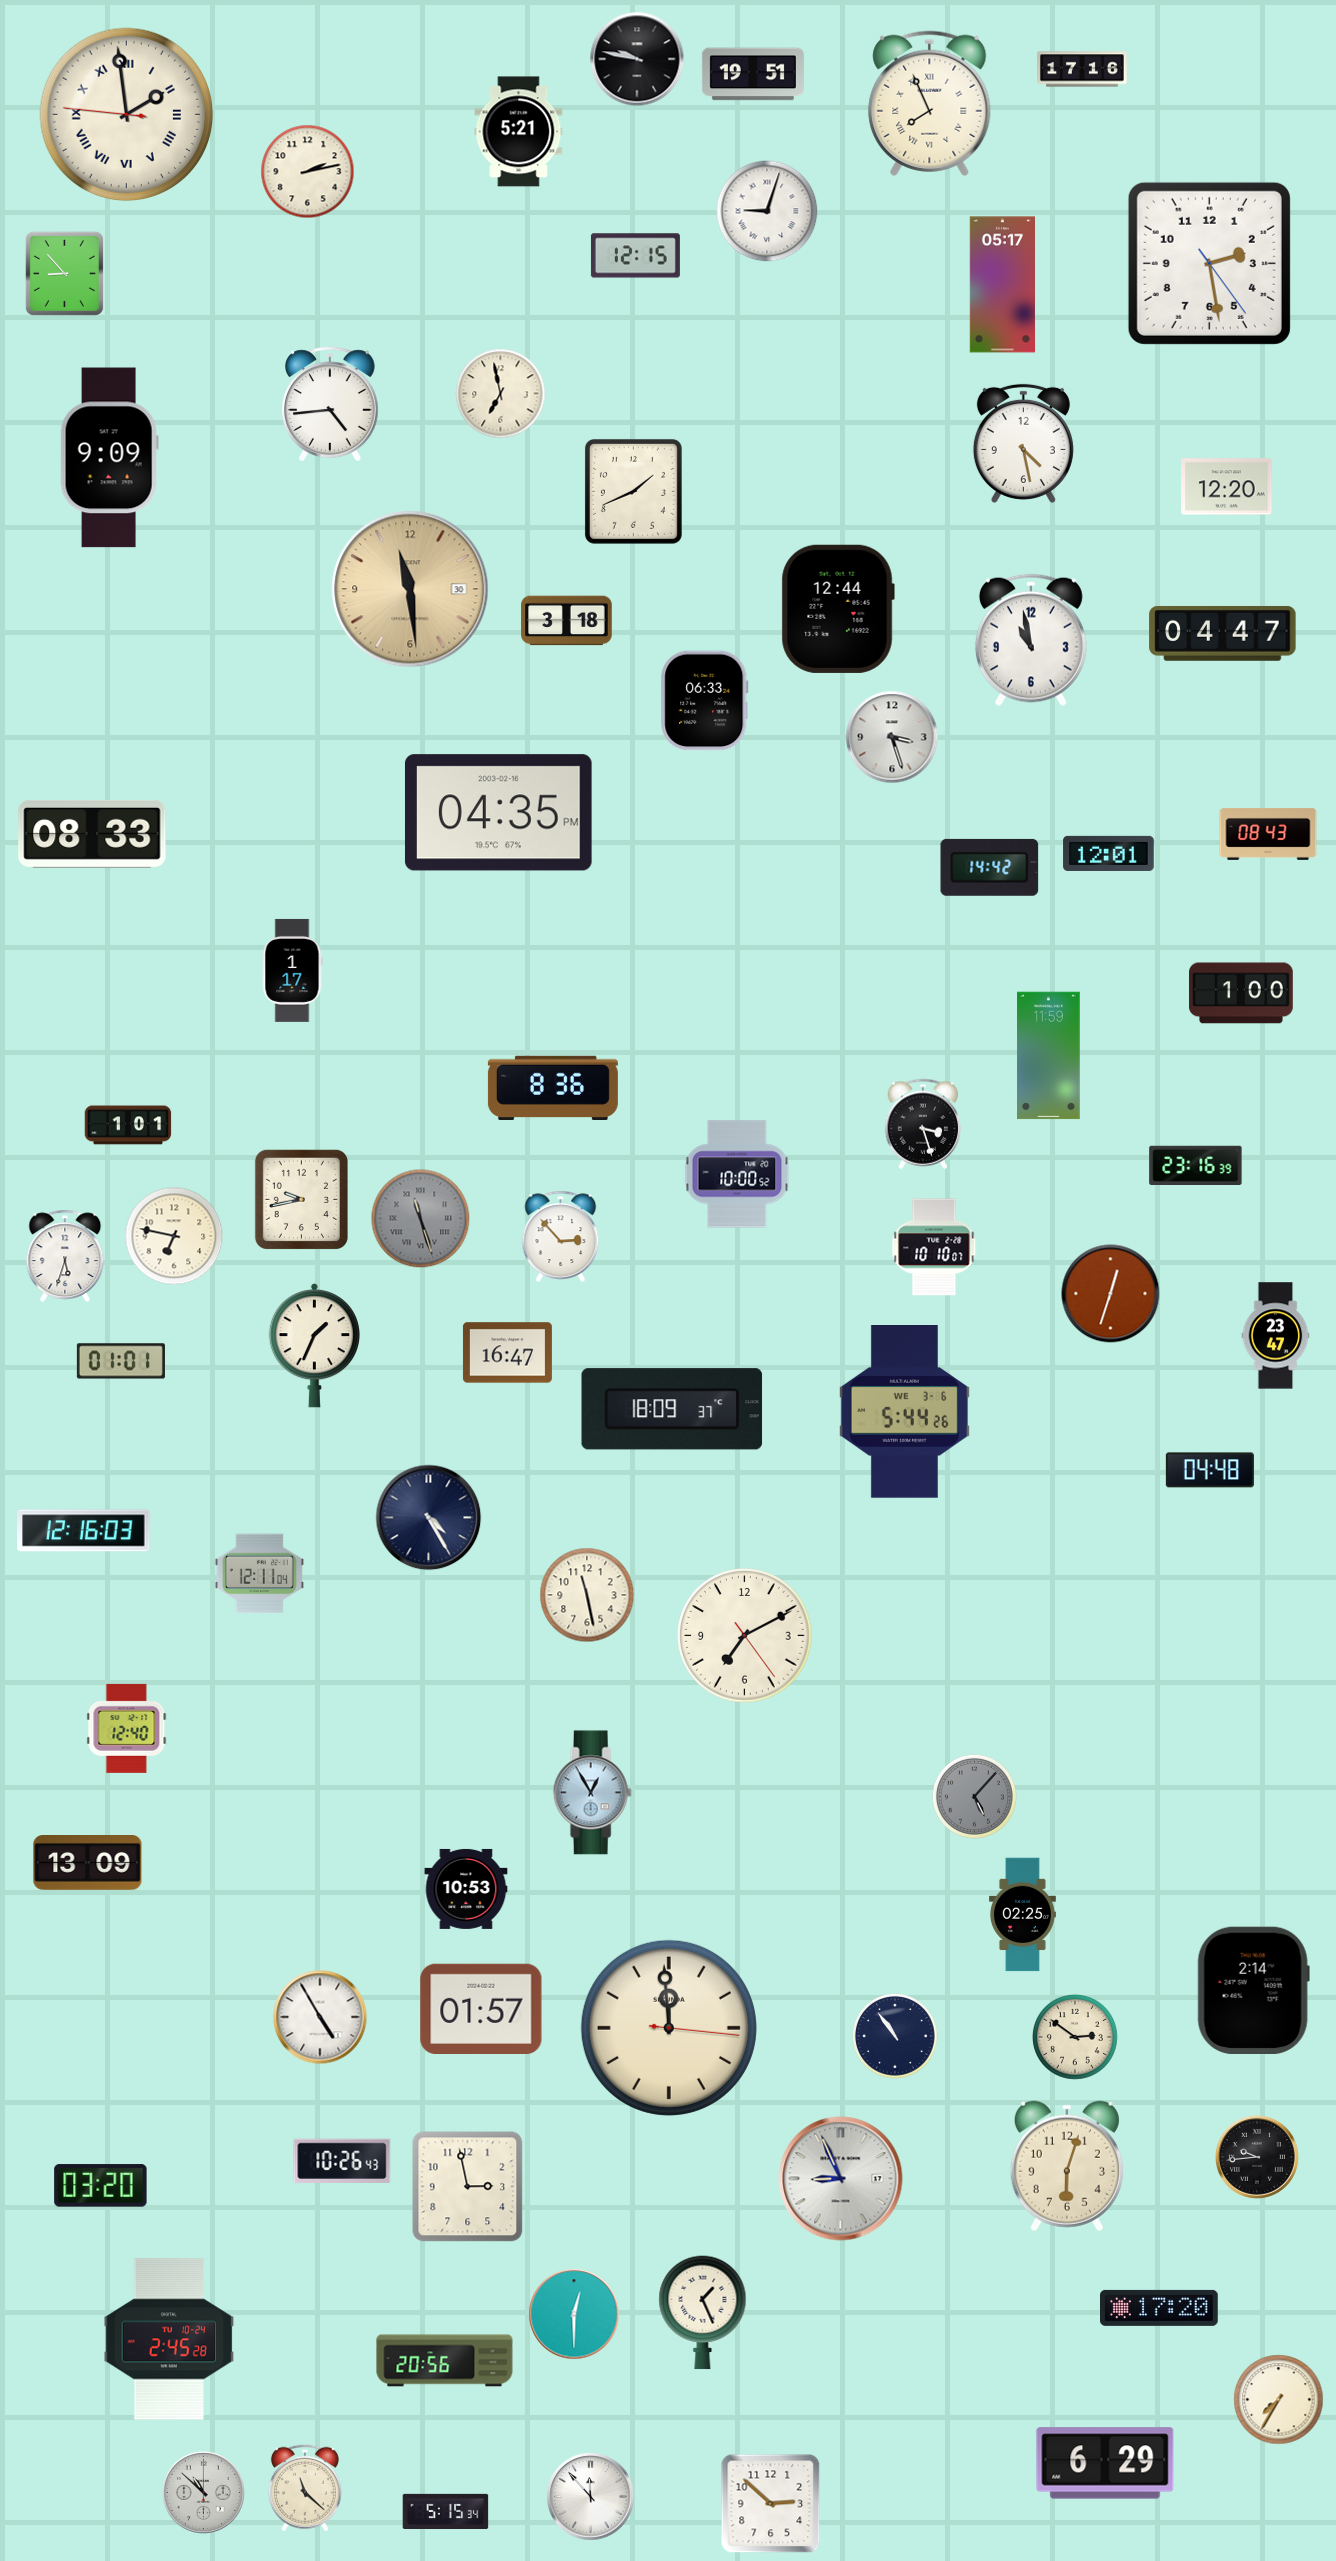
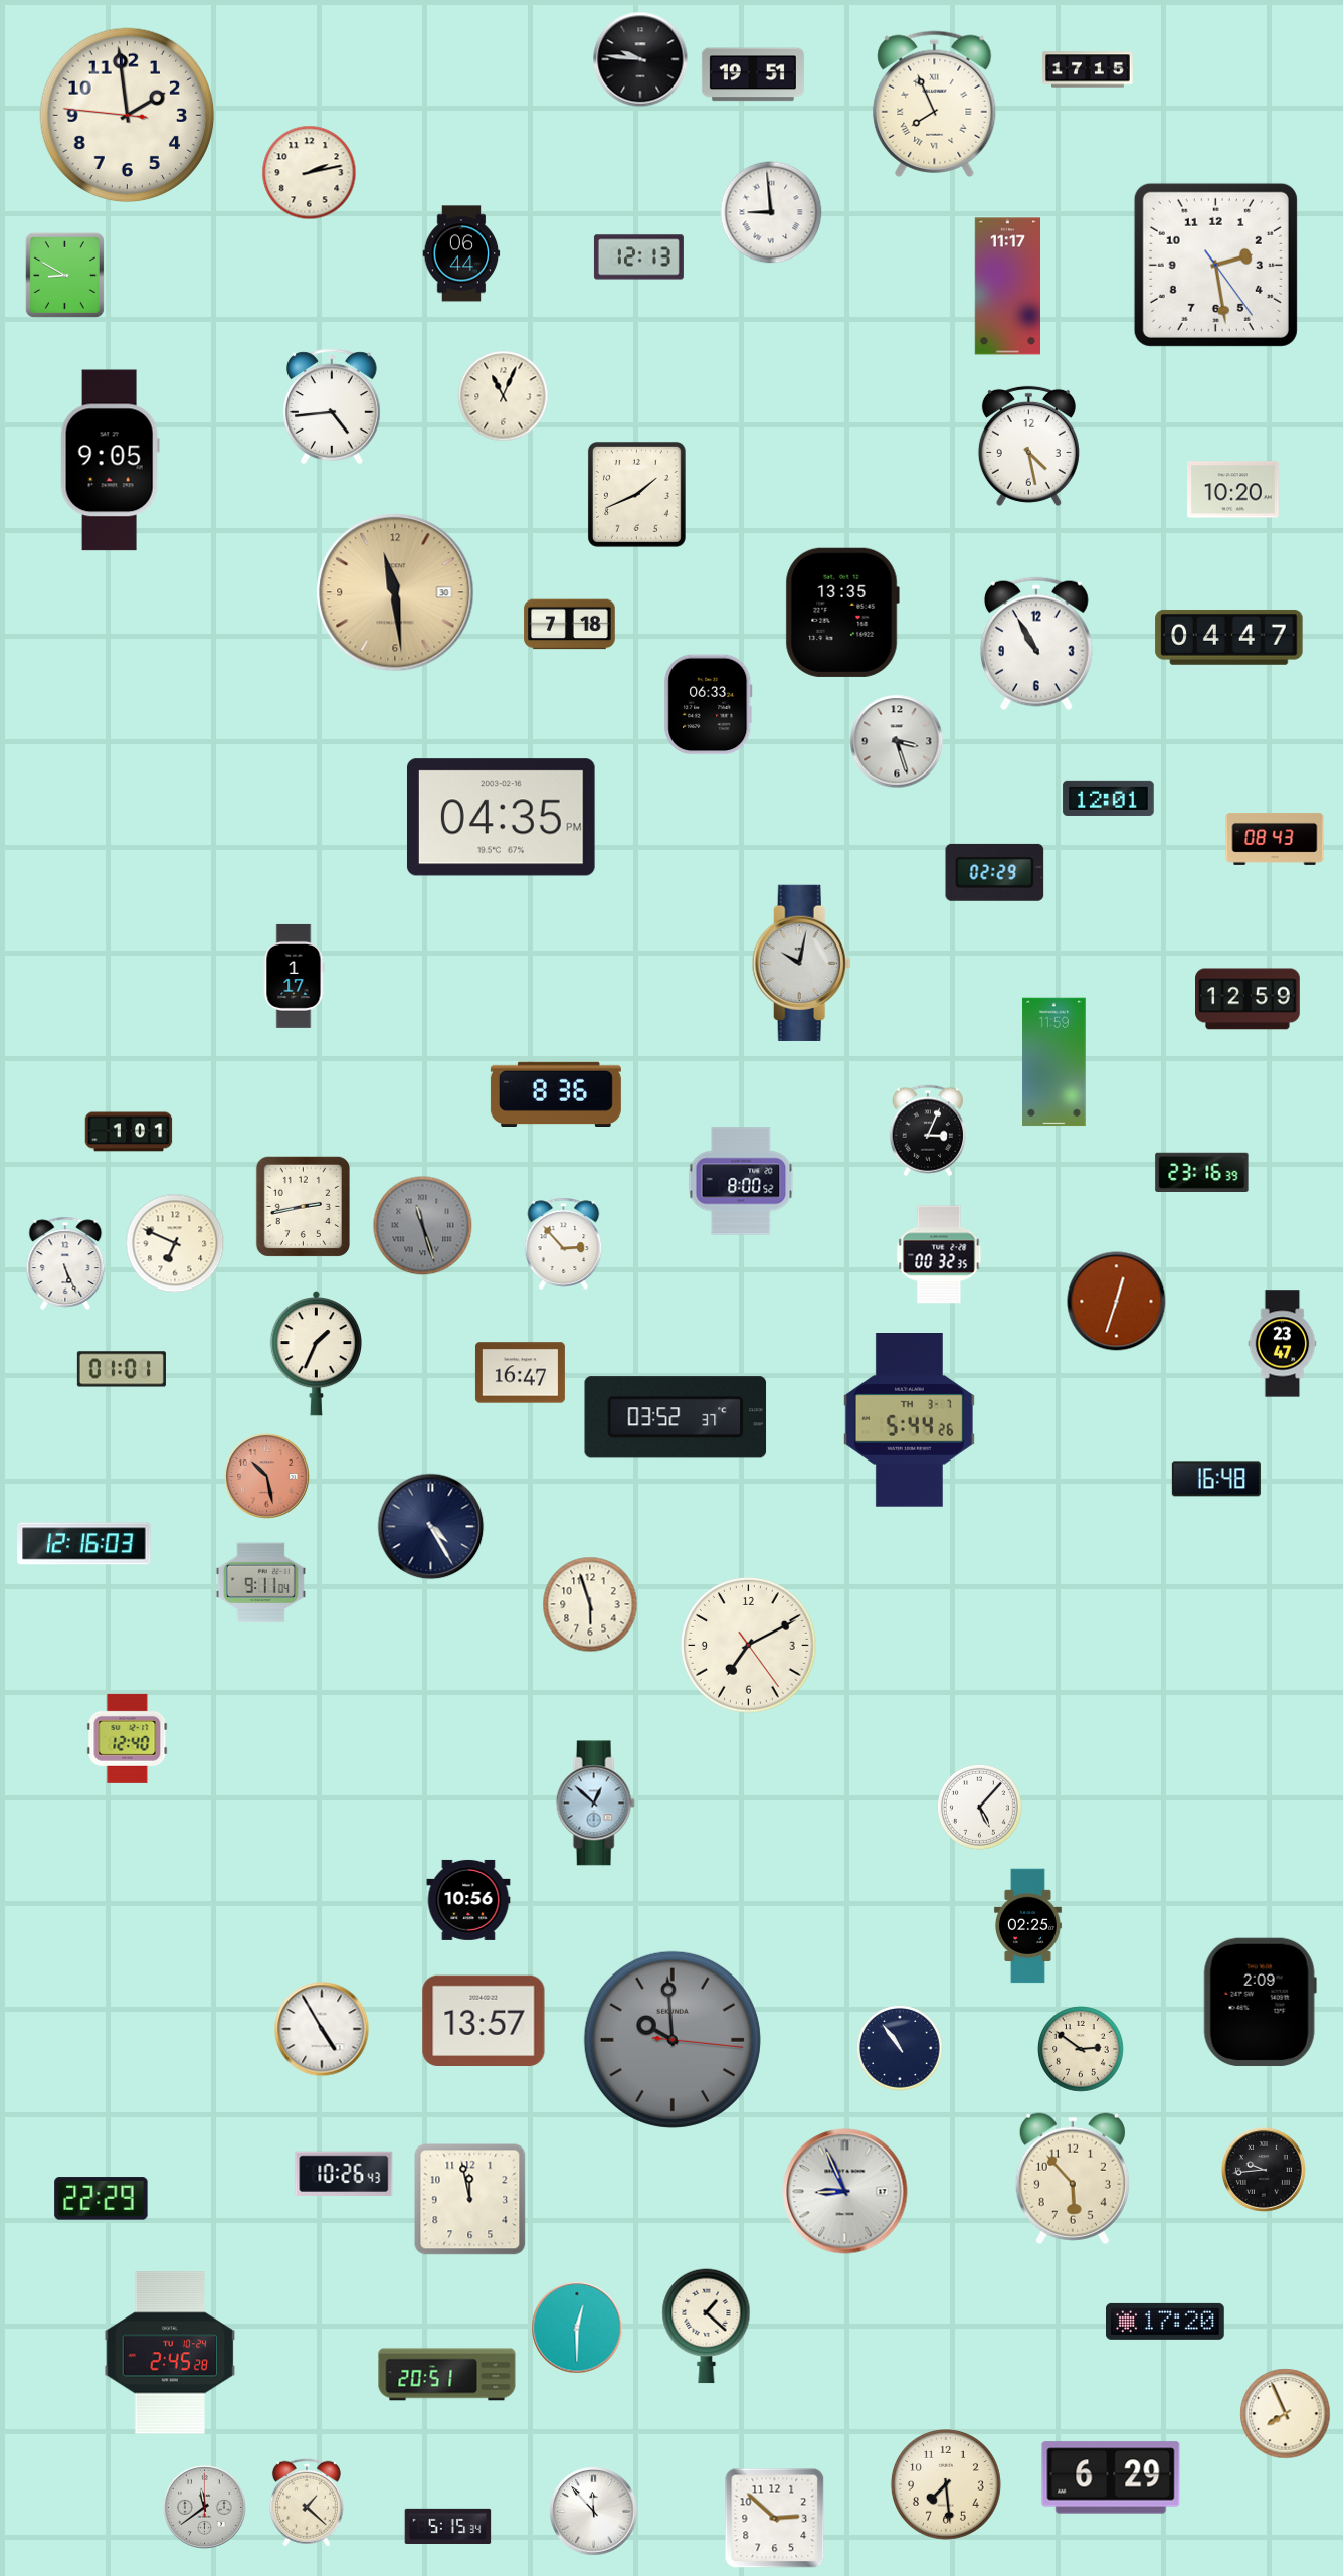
clock at (637, 59): 9:47 -> 9:46
clock at (1082, 69): 17:16 -> 17:15
clock at (753, 74) position: (753, 74) -> (753, 74)
clock at (127, 115) numerals: Roman -> Arabic
clock at (519, 132): 5:21 -> none
clock at (767, 211): 9:03 -> 8:59
clock at (461, 253): none -> 06:44
clock at (635, 256): 12:15 -> 12:13
clock at (64, 273): 8:53 -> 8:50
clock at (1002, 285): 05:17 -> 11:17
clock at (501, 394): 6:58 -> 11:04
clock at (109, 458): 9:09 -> 9:05
clock at (1227, 487): 12:20 -> 10:20
clock at (410, 589) position: (410, 589) -> (395, 592)
clock at (838, 609): 12:44 -> 13:35
clock at (567, 621): 3:18 -> 7:18
clock at (1031, 640): 10:58 -> 10:55
clock at (92, 834): 08:33 -> none
clock at (1109, 853) position: (1109, 853) -> (1109, 798)
clock at (990, 867): 14:42 -> 02:29
clock at (801, 963): none -> 10:02
clock at (1242, 993): 1:00 -> 12:59
clock at (923, 1124): 3:27 -> 3:04
clock at (737, 1174): 10:00 -> 8:00
clock at (301, 1199): 9:43 -> 2:43
clock at (174, 1236): 6:47 -> 6:49
clock at (934, 1247): 10:10 -> 00:32
clock at (65, 1256): 5:33 -> 5:26
clock at (507, 1353) position: (507, 1353) -> (520, 1373)
clock at (672, 1409): 18:09 -> 03:52
clock at (904, 1412) date: WE 3-6 -> TH 3-7
clock at (267, 1477): none -> 10:28
clock at (1210, 1470): 04:48 -> 16:48
clock at (84, 1531) position: (84, 1531) -> (84, 1544)
clock at (259, 1574): 12:11 -> 9:11
clock at (587, 1595): 11:28 -> 5:57
clock at (592, 1793): 12:55 -> 12:52
clock at (974, 1796) dial: grey -> white
clock at (88, 1863): 13:09 -> none
clock at (466, 1889): 10:53 -> 10:56
clock at (1253, 1990): 2:14 -> 2:09
clock at (481, 2008): 01:57 -> 13:57
clock at (669, 2028): 11:59 -> 9:59
clock at (669, 2028) dial: cream -> grey
clock at (1067, 2166): 6:03 -> 5:53
clock at (101, 2186): 03:20 -> 22:29
clock at (468, 2187): 2:58 -> 11:58
clock at (703, 2313): 1:26 -> 1:22
clock at (445, 2361): 20:56 -> 20:51
clock at (1279, 2400): 7:35 -> 7:56
clock at (946, 2484): none -> 7:29
clock at (305, 2488): 11:22 -> 1:22
clock at (203, 2492): 10:52 -> 11:39
